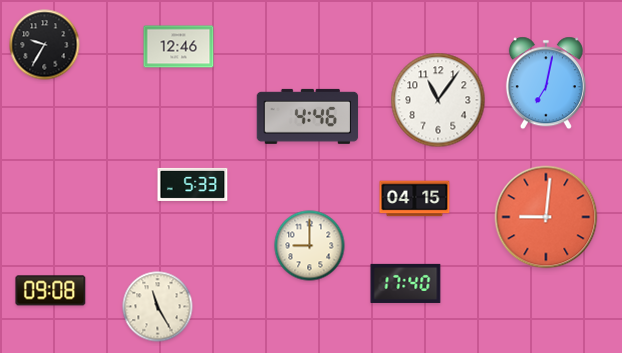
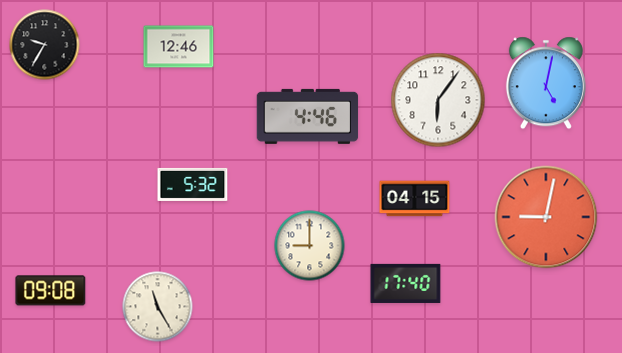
clock at (546, 83): 7:02 -> 5:02
clock at (438, 100): 11:06 -> 6:06
clock at (193, 184): 5:33 -> 5:32
clock at (546, 217): 9:01 -> 9:02
